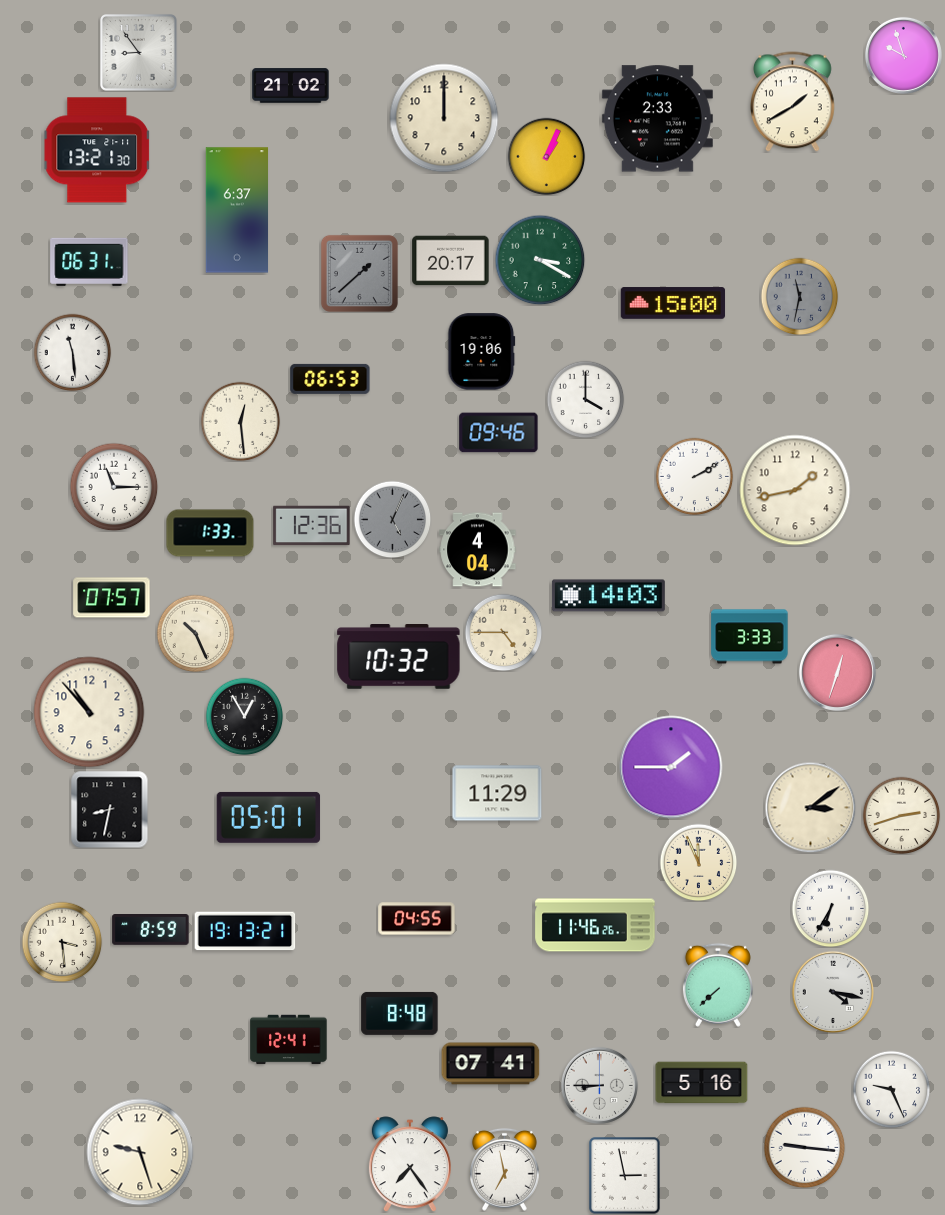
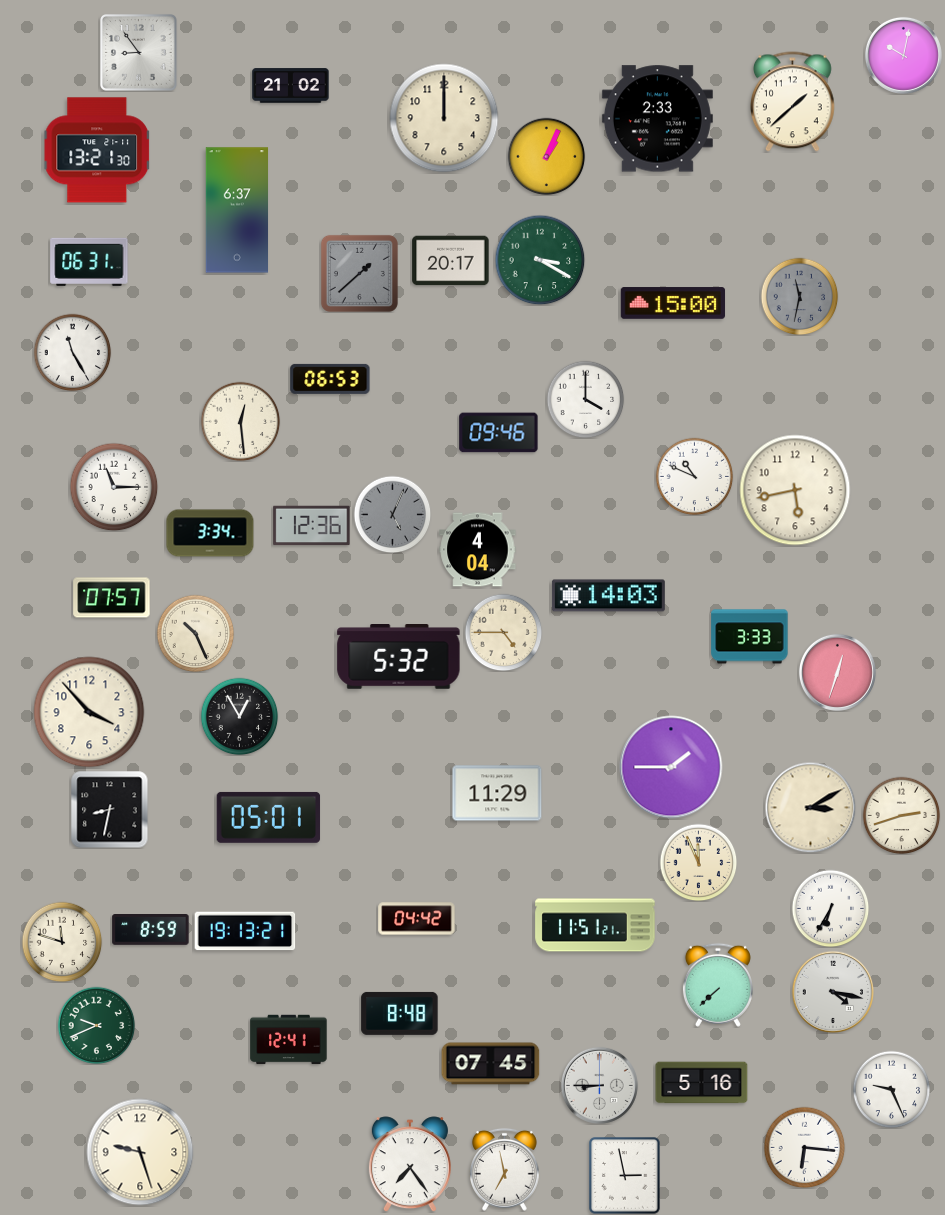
clock at (903, 55): 9:57 -> 10:02
clock at (792, 102): 1:40 -> 1:38
clock at (72, 352): 11:29 -> 11:25
clock at (482, 352): 19:06 -> none
clock at (694, 476): 2:10 -> 10:49
clock at (795, 490): 1:43 -> 5:43
clock at (392, 519) position: (392, 519) -> (392, 514)
clock at (210, 533): 1:33 -> 3:34
clock at (399, 657): 10:32 -> 5:32
clock at (89, 712): 10:53 -> 3:53
clock at (244, 716) position: (244, 716) -> (239, 716)
clock at (810, 807): 3:09 -> 3:10
clock at (417, 919): 04:55 -> 04:42
clock at (595, 925): 11:46 -> 11:51
clock at (62, 942): 3:29 -> 11:48
clock at (96, 1025): none -> 9:41
clock at (491, 1064): 07:41 -> 07:45
clock at (804, 1147): 9:16 -> 6:16
